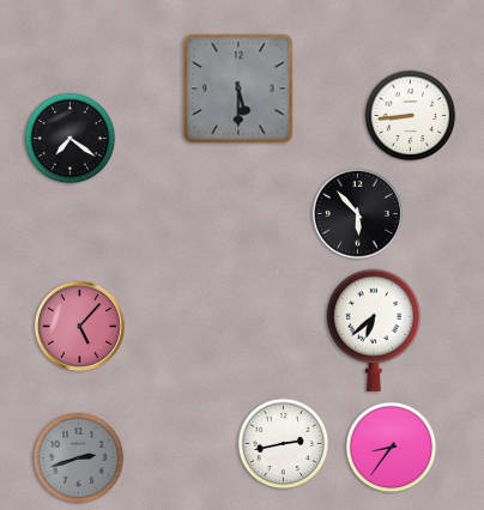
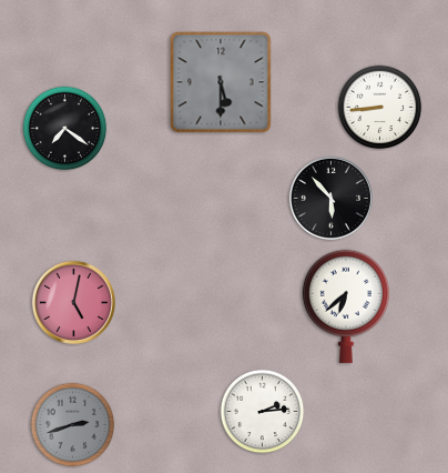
clock at (79, 326): 5:07 -> 5:02
clock at (284, 444): 2:43 -> 2:14
clock at (392, 448): 8:36 -> none
